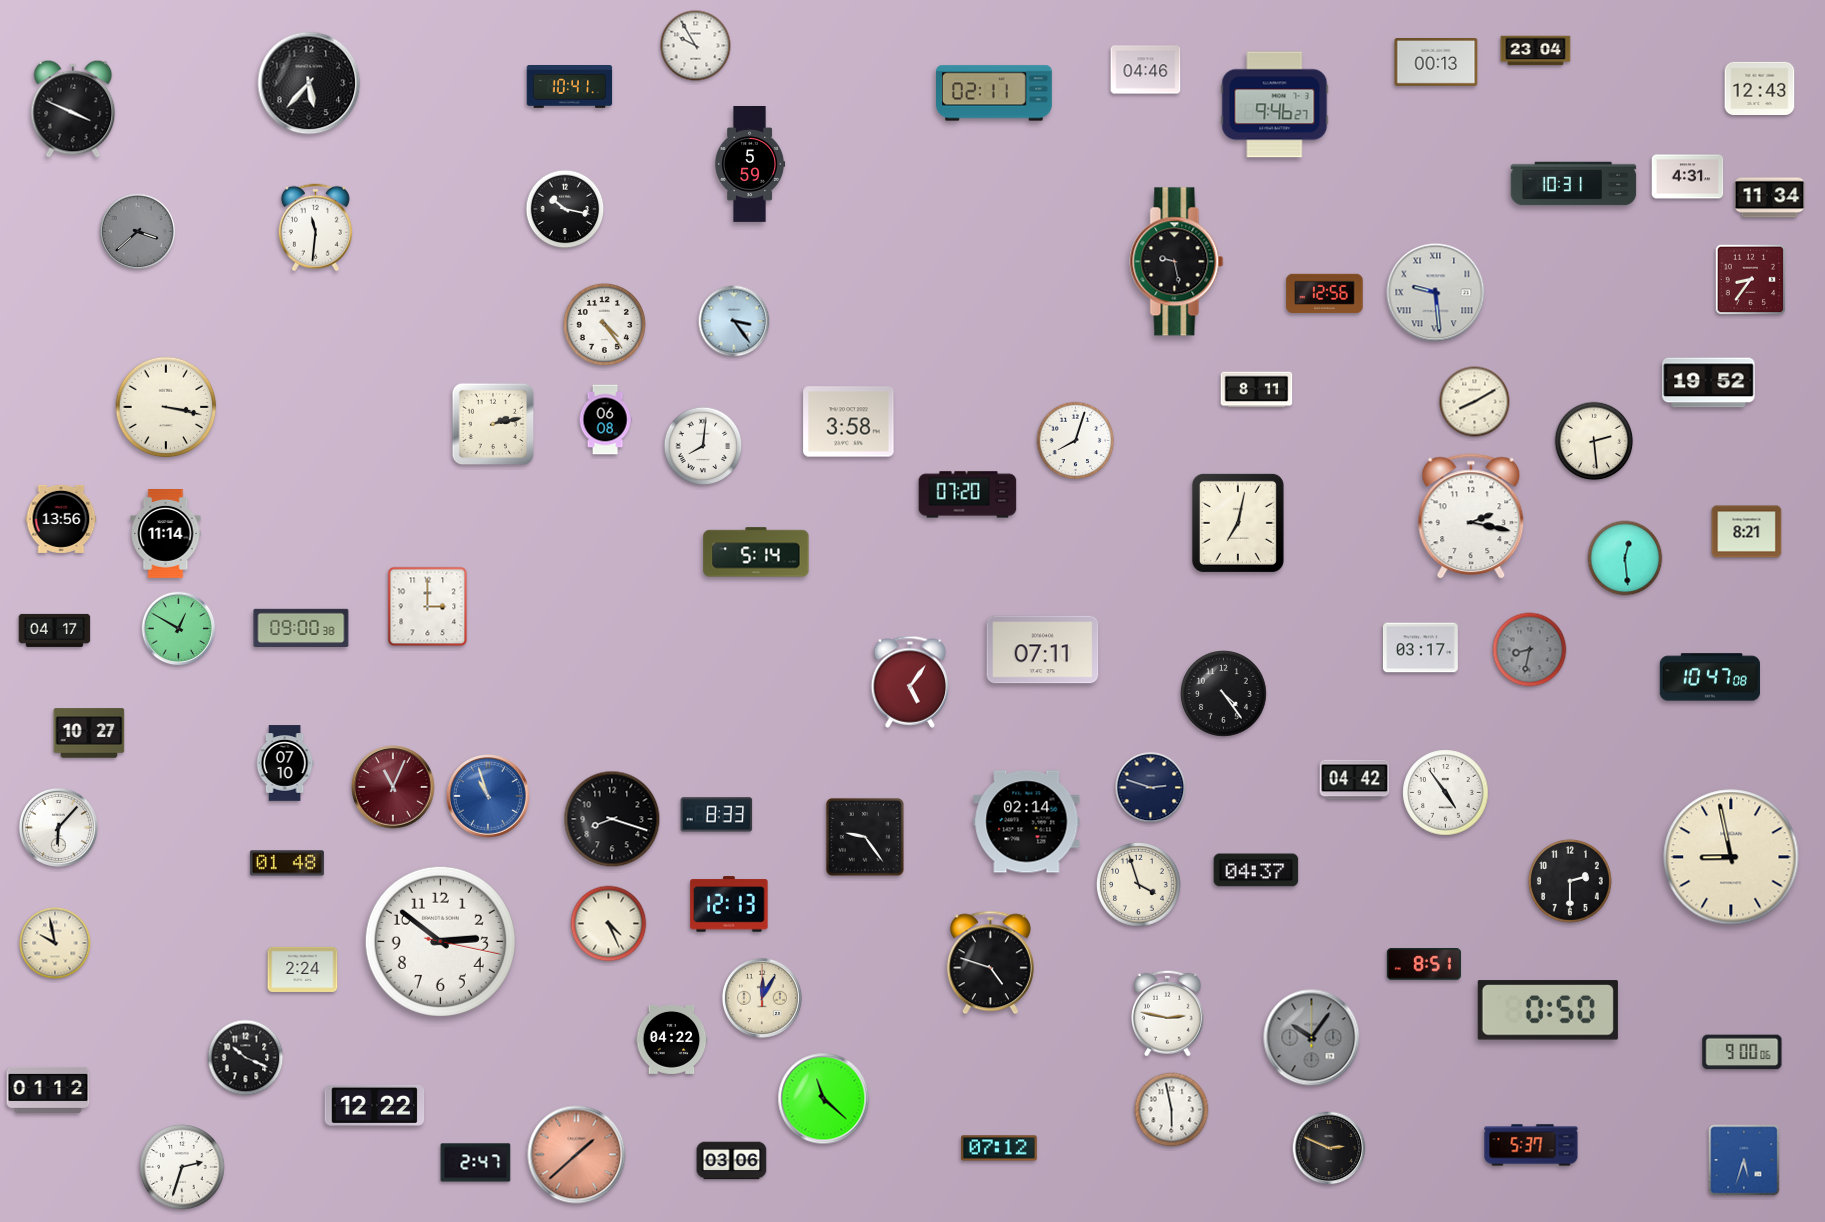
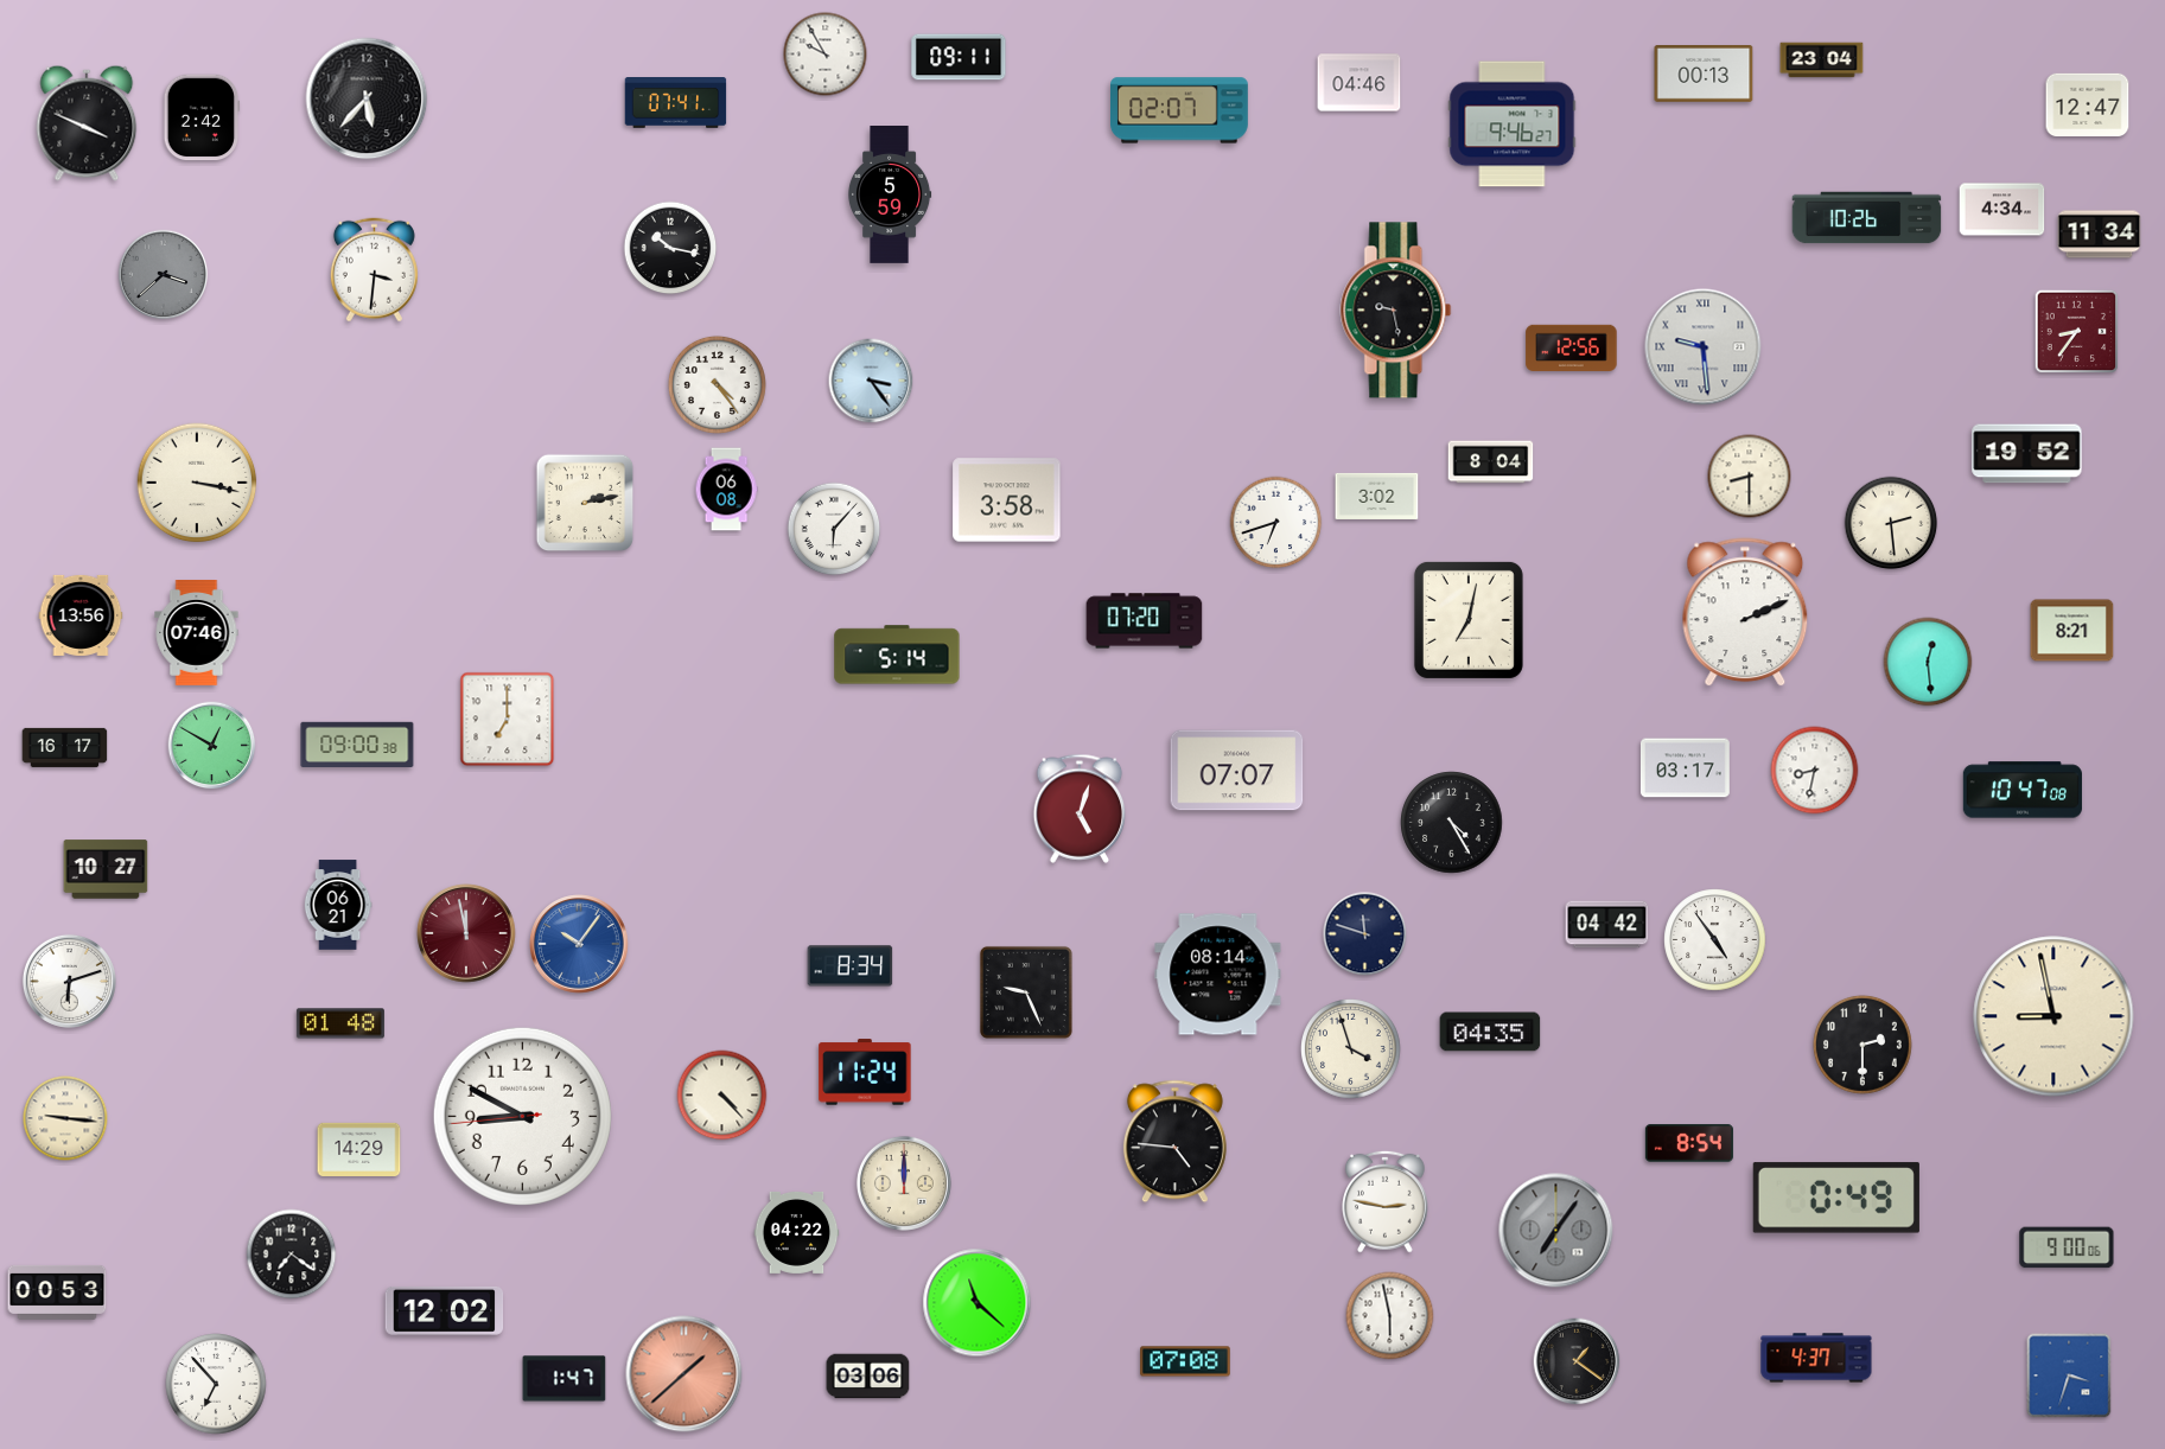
clock at (959, 57): none -> 09:11
clock at (570, 87): 10:41 -> 07:41
clock at (1760, 88): 12:43 -> 12:47
clock at (995, 93): 02:11 -> 02:07
clock at (202, 117): none -> 2:42
clock at (73, 109) position: (73, 109) -> (87, 123)
clock at (1688, 177): 4:31 -> 4:34
clock at (1574, 184): 10:31 -> 10:26
clock at (315, 228): 11:31 -> 3:31
clock at (1257, 390): 8:11 -> 8:04
clock at (1475, 402): 8:10 -> 8:30
clock at (1377, 496): none -> 3:02
clock at (605, 420) position: (605, 420) -> (726, 490)
clock at (1076, 441): 8:03 -> 6:42
clock at (703, 446): 8:01 -> 6:07
clock at (968, 495) position: (968, 495) -> (1145, 621)
clock at (1471, 517): 2:17 -> 2:11
clock at (61, 519) position: (61, 519) -> (81, 615)
clock at (166, 534): 11:14 -> 07:46
clock at (428, 607): 3:00 -> 7:00
clock at (55, 630): 04:17 -> 16:17
clock at (1043, 650): 07:11 -> 07:07
clock at (1530, 650) dial: grey -> white
clock at (1710, 677) position: (1710, 677) -> (2023, 790)
clock at (910, 682): 5:06 -> 5:03
clock at (1224, 694): 4:24 -> 4:25
clock at (285, 763): 07:10 -> 06:21
clock at (393, 787): 11:04 -> 11:58
clock at (1151, 788): 2:48 -> 11:48
clock at (488, 796): 10:57 -> 10:06
clock at (717, 815): 8:33 -> 8:34
clock at (612, 819): 8:18 -> none
clock at (1027, 822): 02:14 -> 08:14
clock at (58, 827): 6:07 -> 6:12
clock at (865, 837): 9:24 -> 9:26
clock at (1256, 870): 04:37 -> 04:35
clock at (729, 904): 12:13 -> 11:24
clock at (609, 924): 4:26 -> 4:23
clock at (440, 941): 2:51 -> 8:49
clock at (55, 943): 9:58 -> 9:16
clock at (990, 963): 4:48 -> 4:46
clock at (1424, 964): 8:51 -> 8:54
clock at (303, 969): 2:24 -> 14:29
clock at (762, 998): 12:05 -> 12:00
clock at (1548, 1010): 0:50 -> 0:49
clock at (1312, 1038): 10:06 -> 7:06
clock at (246, 1058): 10:19 -> 7:21
clock at (48, 1090): 01:12 -> 00:53
clock at (375, 1105): 12:22 -> 12:02
clock at (1531, 1145): 5:37 -> 4:37
clock at (999, 1148): 07:12 -> 07:08
clock at (1329, 1148): 2:49 -> 1:21
clock at (577, 1155) position: (577, 1155) -> (684, 1374)
clock at (1744, 1160): 5:33 -> 3:33
clock at (476, 1163): 2:47 -> 1:47
clock at (182, 1167): 2:33 -> 6:53
